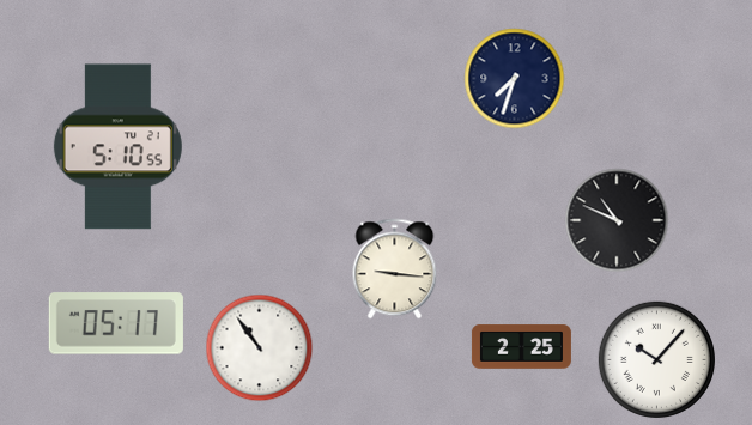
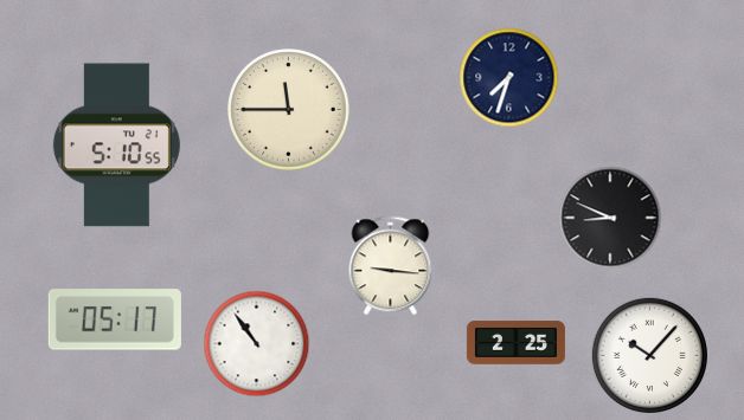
clock at (289, 110): none -> 11:45
clock at (617, 220): 10:49 -> 8:49
